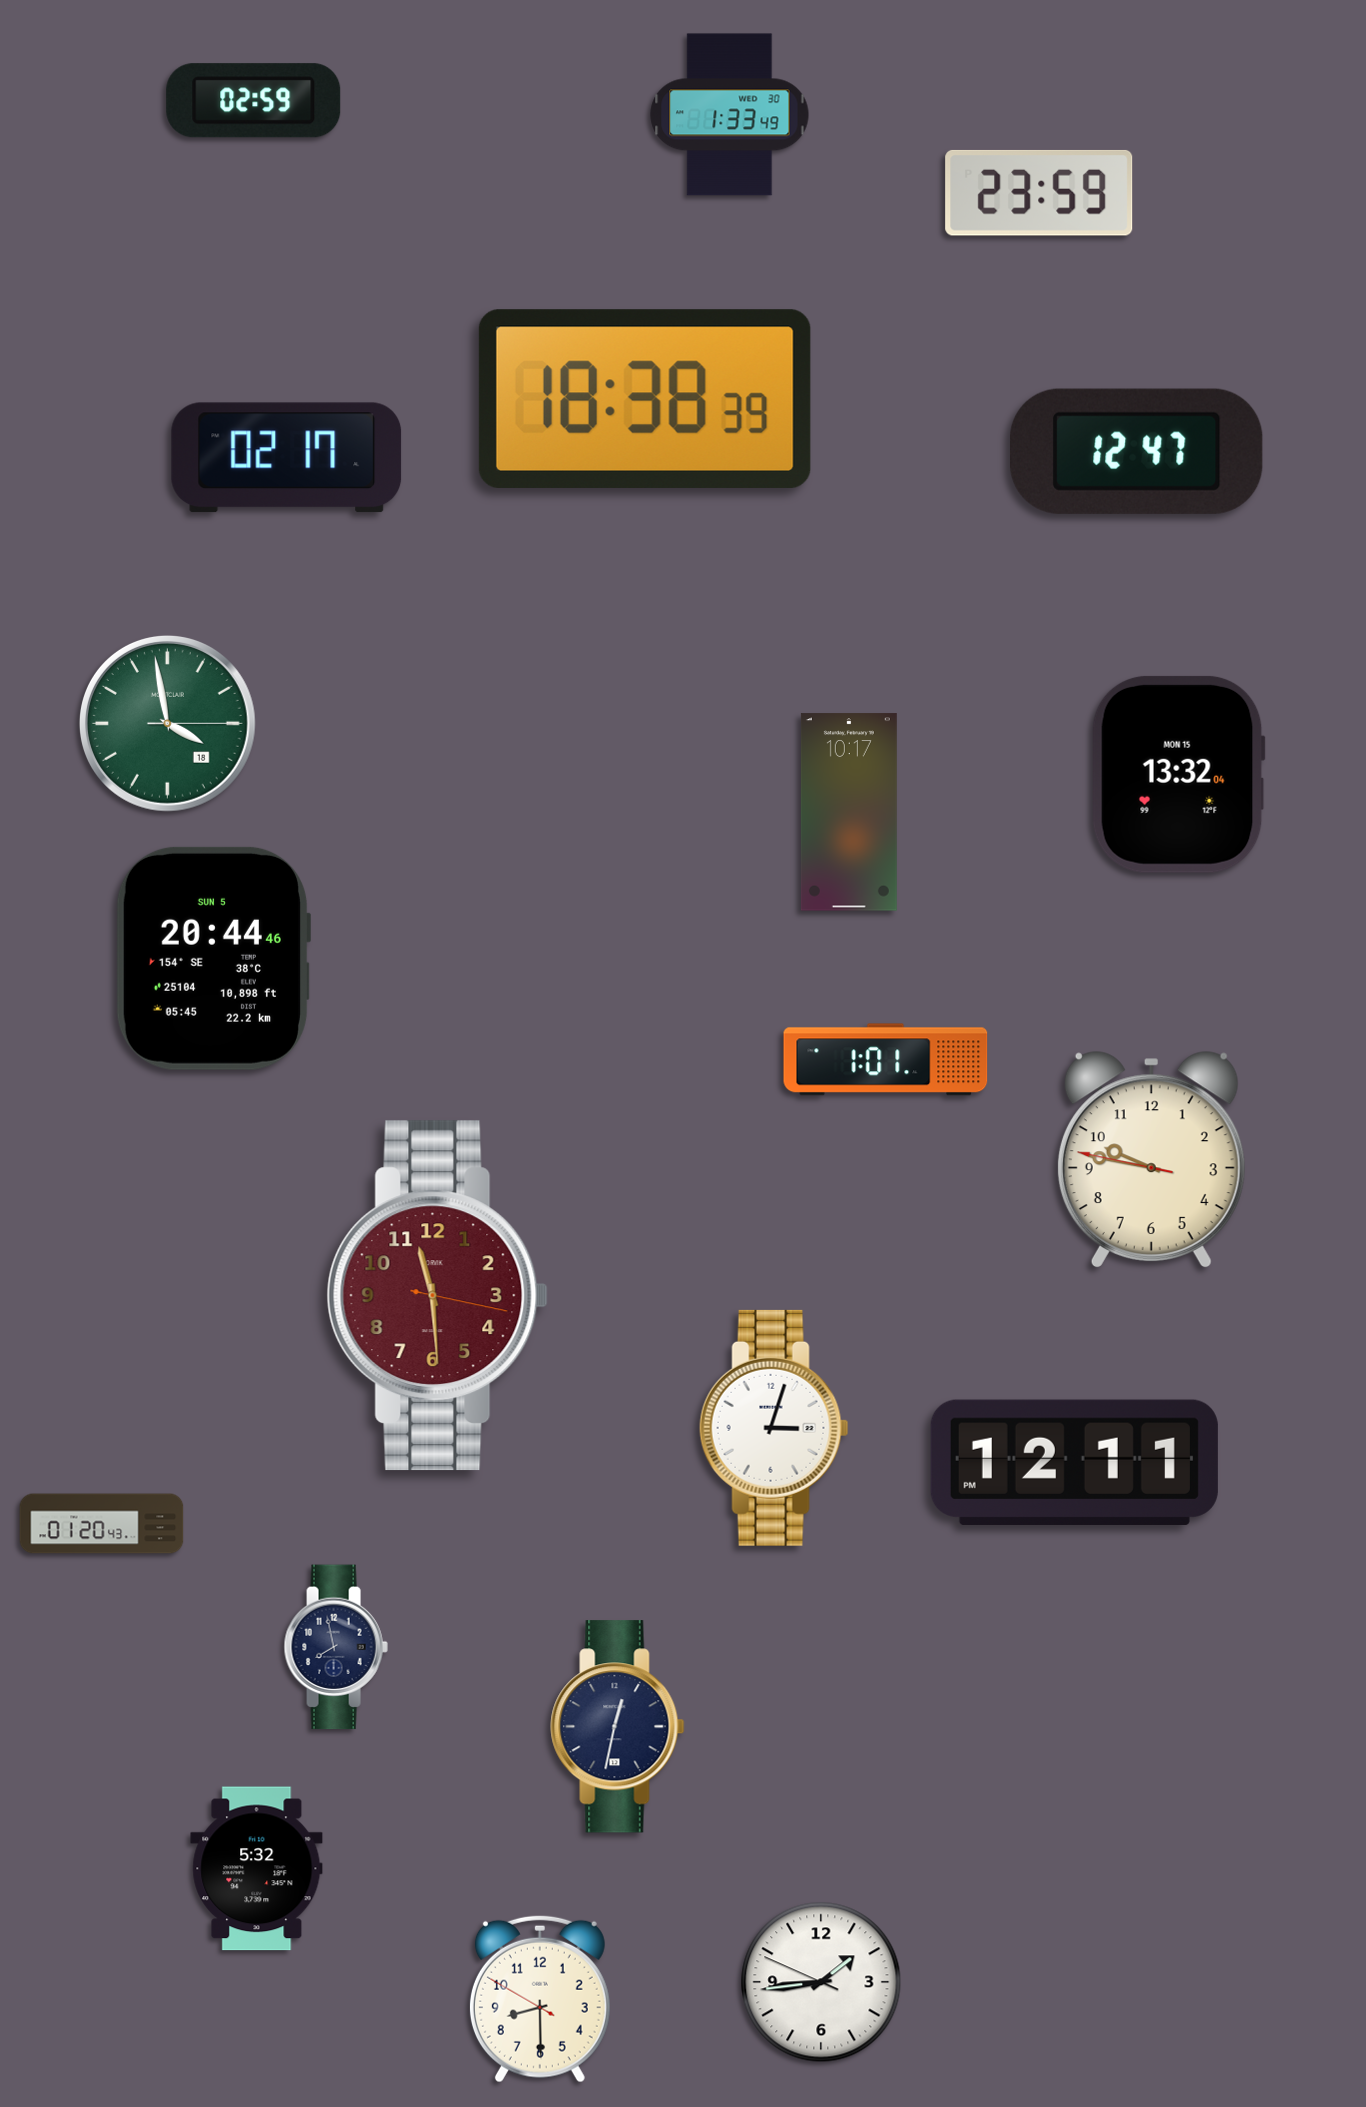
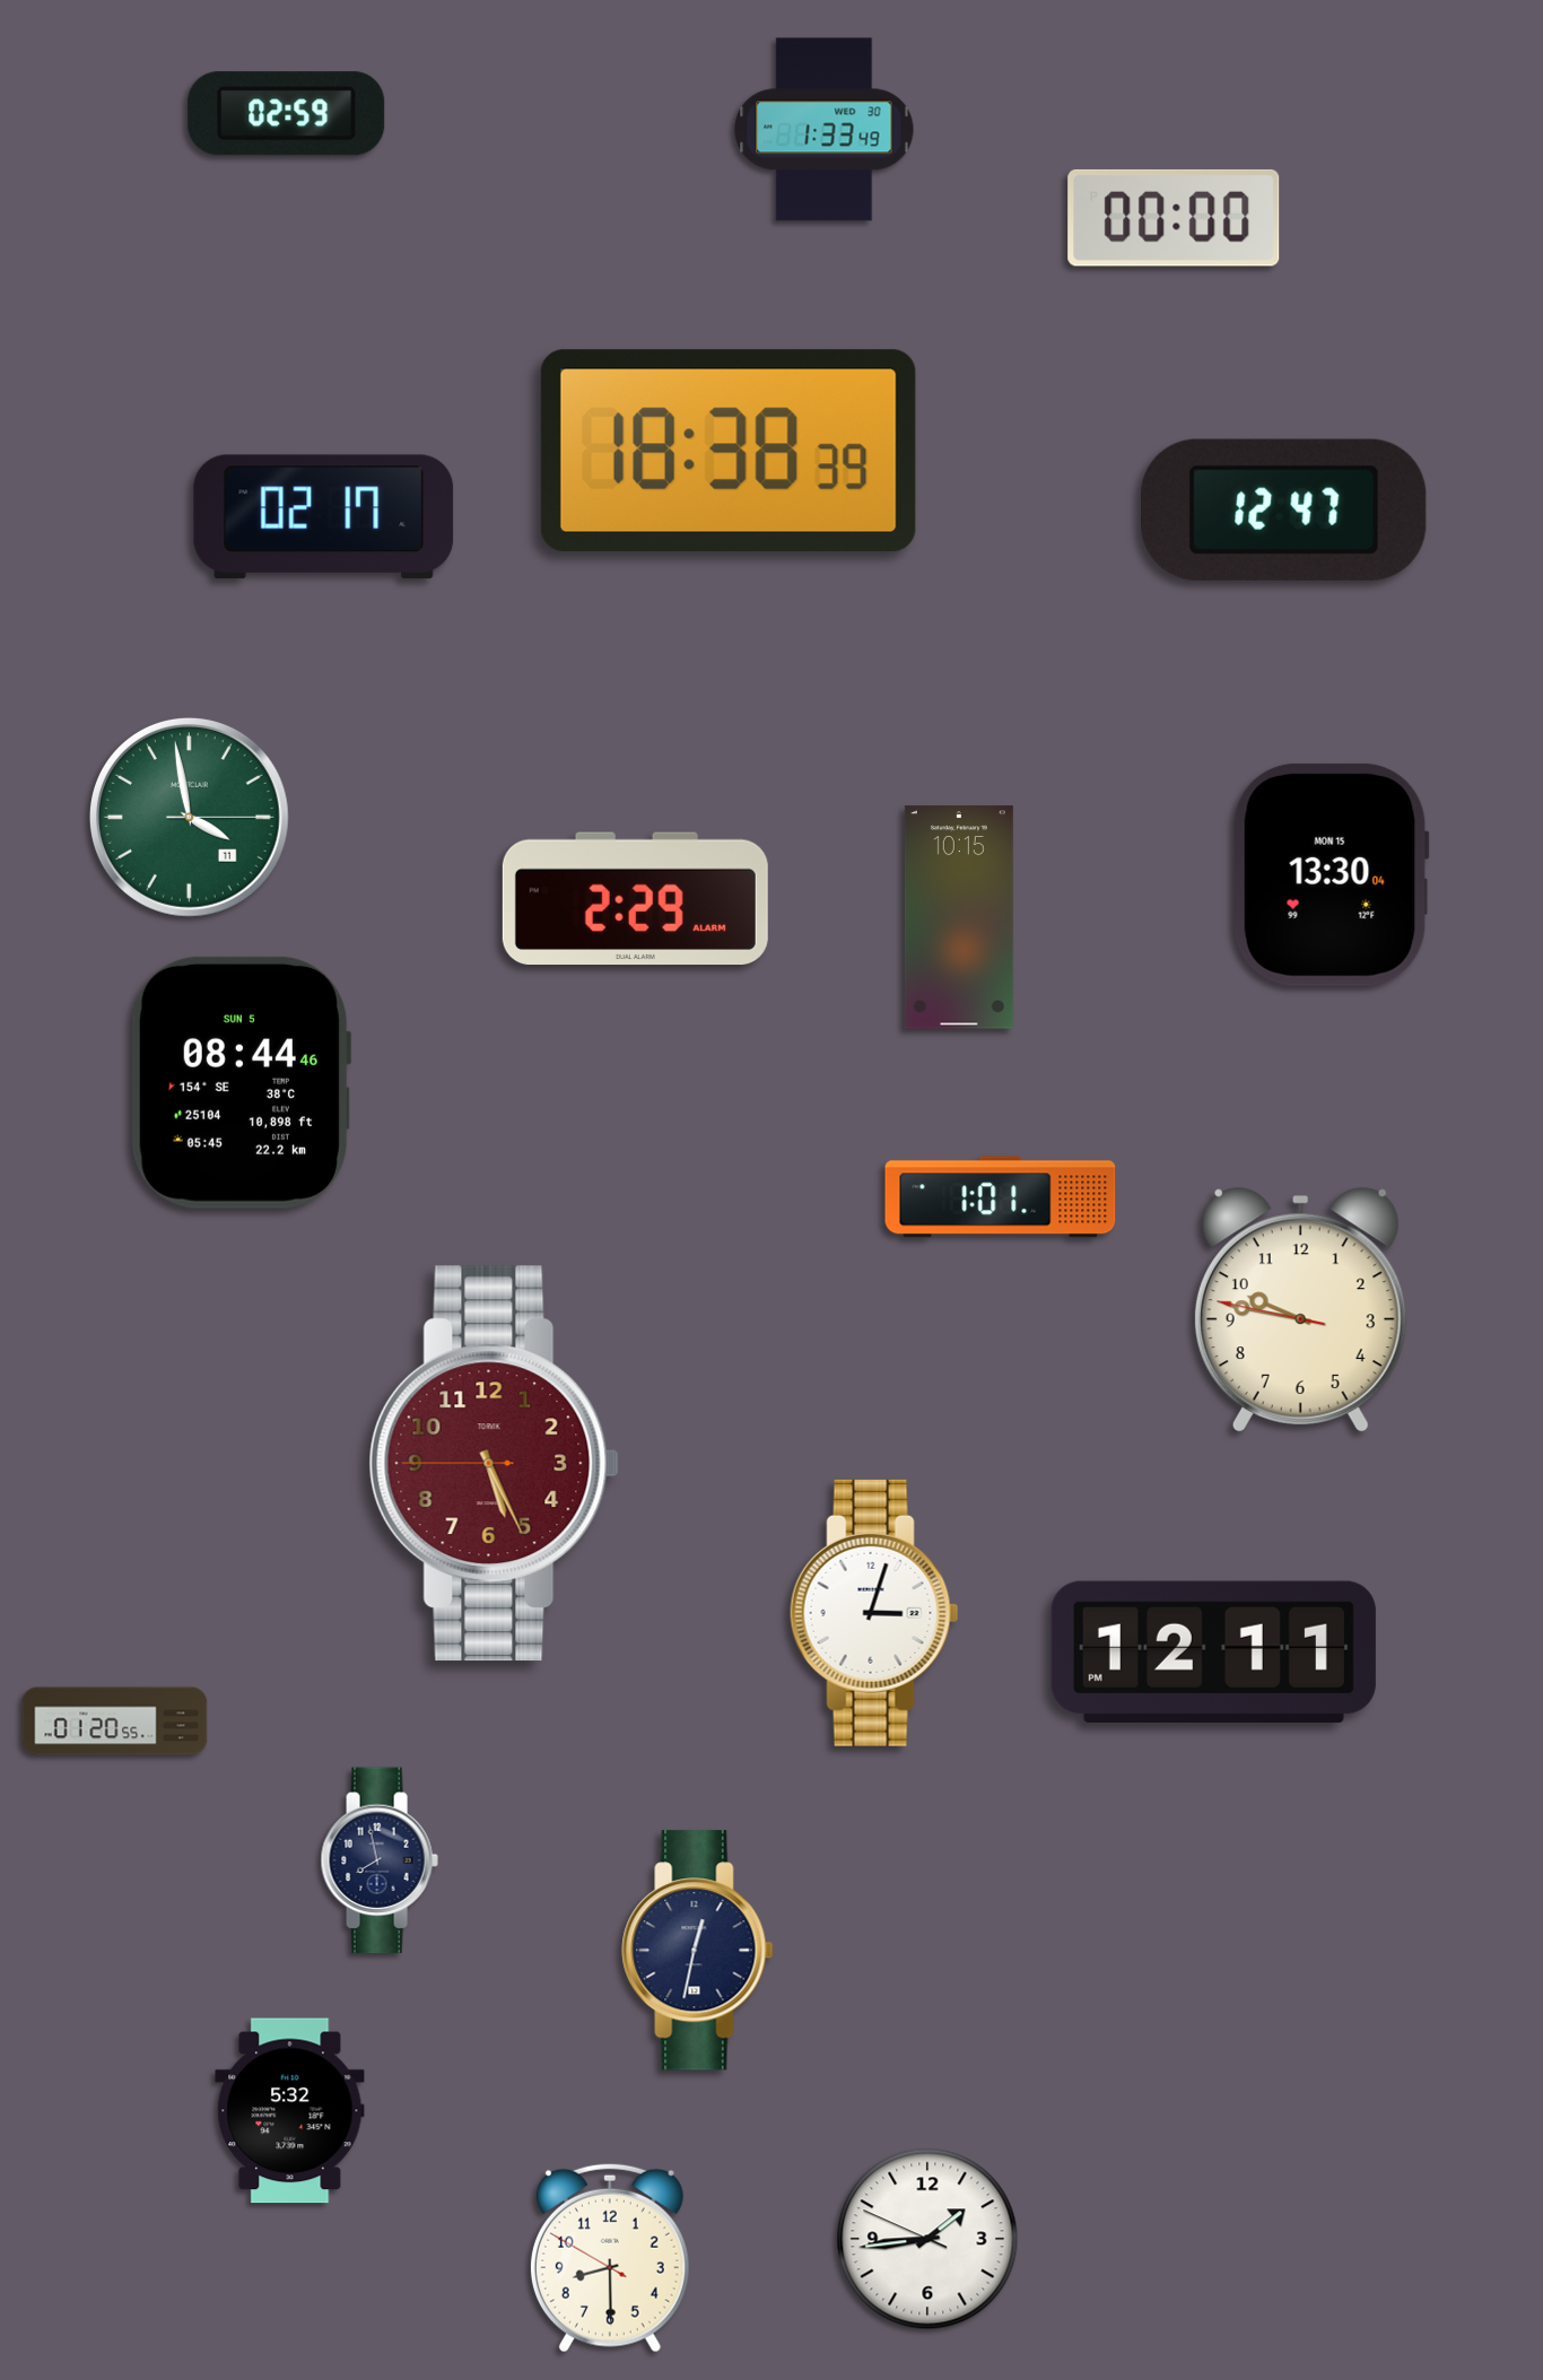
clock at (1039, 193): 23:59 -> 00:00
clock at (167, 723) date: 18 -> 11
clock at (1178, 774): 13:32 -> 13:30
clock at (635, 898): none -> 2:29
clock at (849, 812): 10:17 -> 10:15
clock at (212, 958): 20:44 -> 08:44
clock at (437, 1296): 11:29 -> 5:25
clock at (102, 1524): 01:20:43 -> 01:20:55
